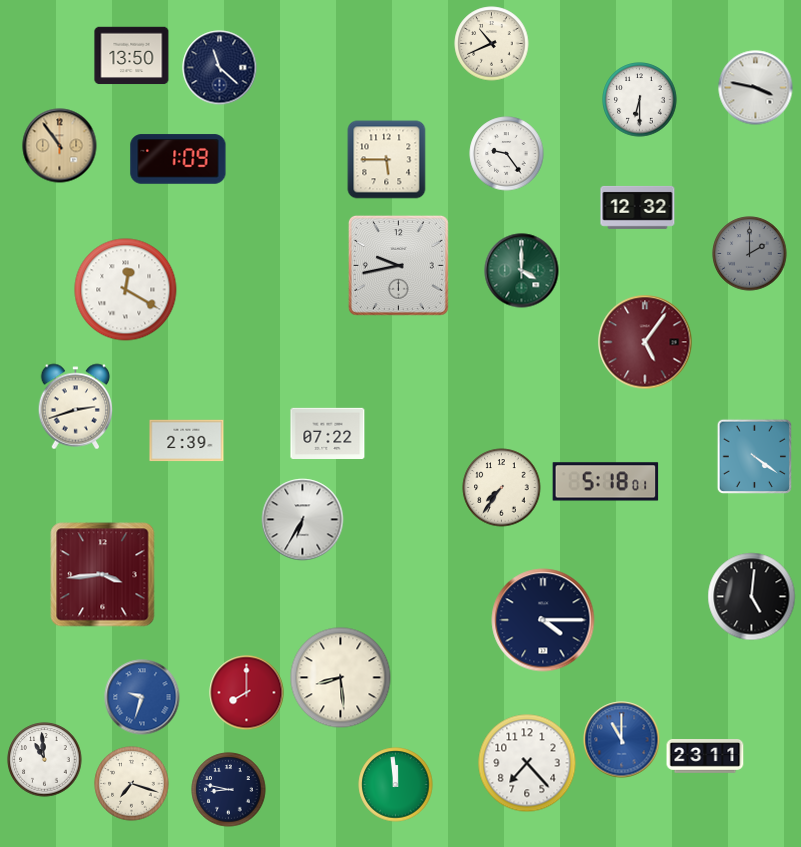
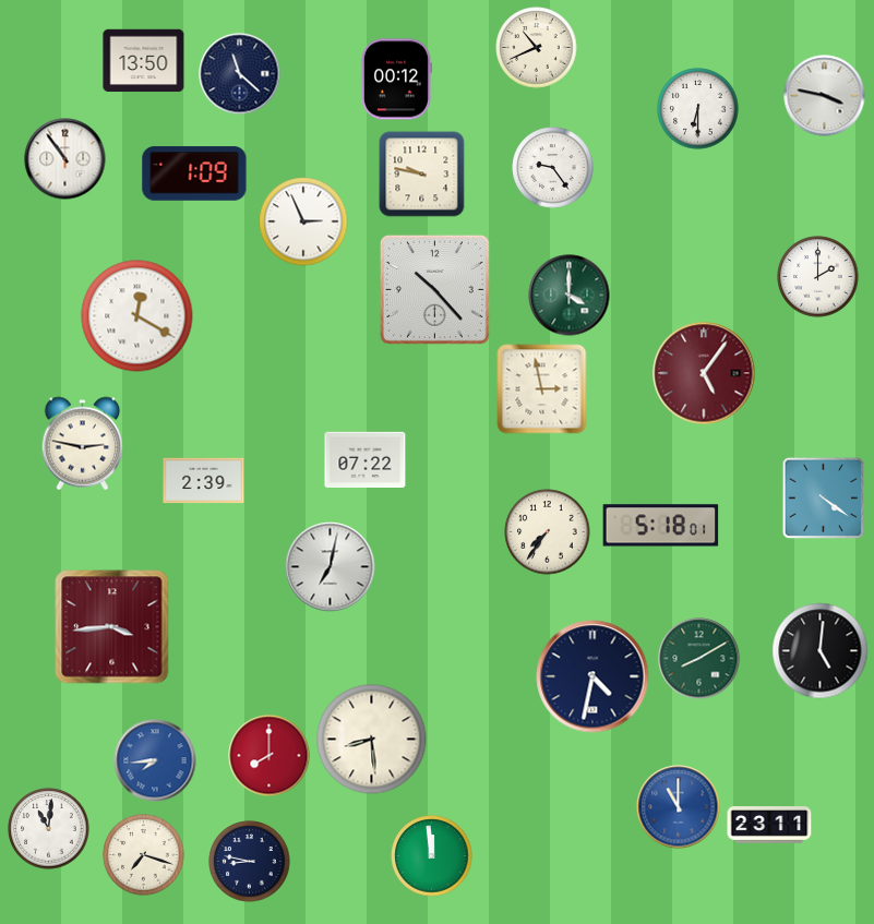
clock at (396, 80): none -> 00:12
clock at (60, 146) dial: champagne -> white
clock at (387, 160): 5:45 -> 9:47
clock at (303, 221): none -> 2:56
clock at (638, 207): 12:32 -> none
clock at (750, 254) dial: grey -> white
clock at (398, 265): 9:43 -> 10:23
clock at (542, 389): none -> 2:58
clock at (76, 407): 2:42 -> 2:47
clock at (328, 434) position: (328, 434) -> (366, 460)
clock at (303, 520): 6:35 -> 7:02
clock at (699, 659): none -> 8:10
clock at (543, 620): 4:15 -> 4:32
clock at (142, 697): 9:33 -> 7:44
clock at (45, 760): 10:59 -> 11:01
clock at (527, 763): 7:23 -> none
